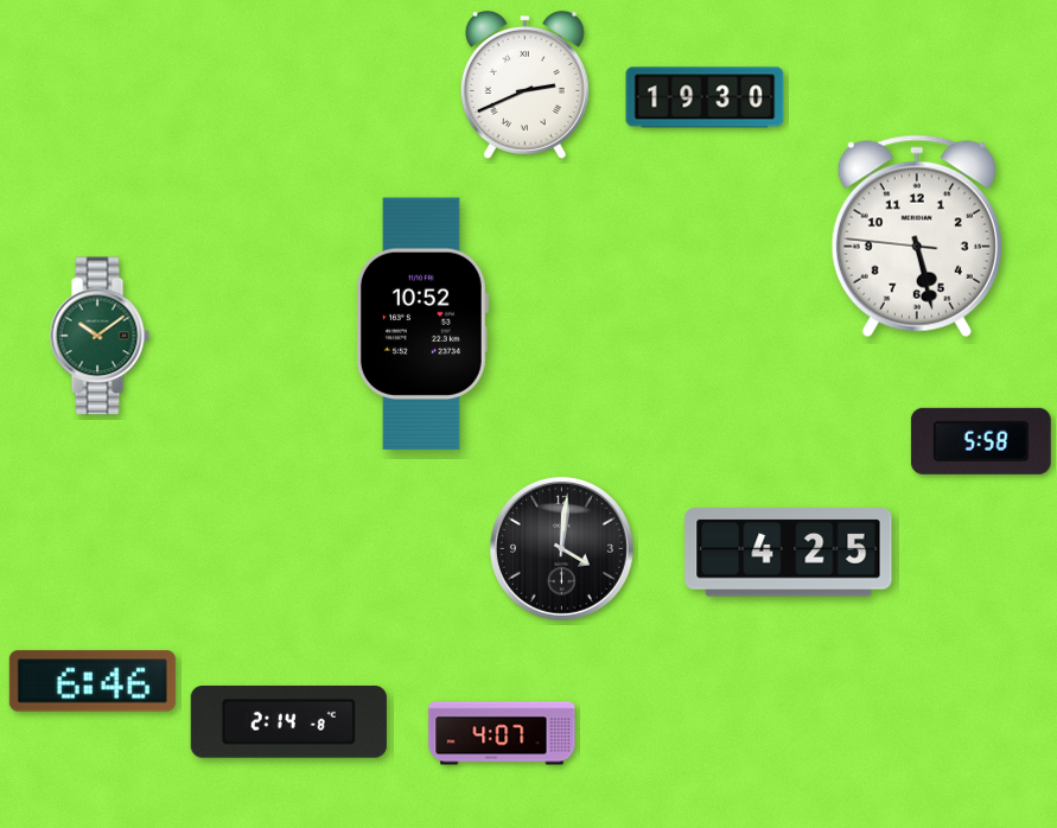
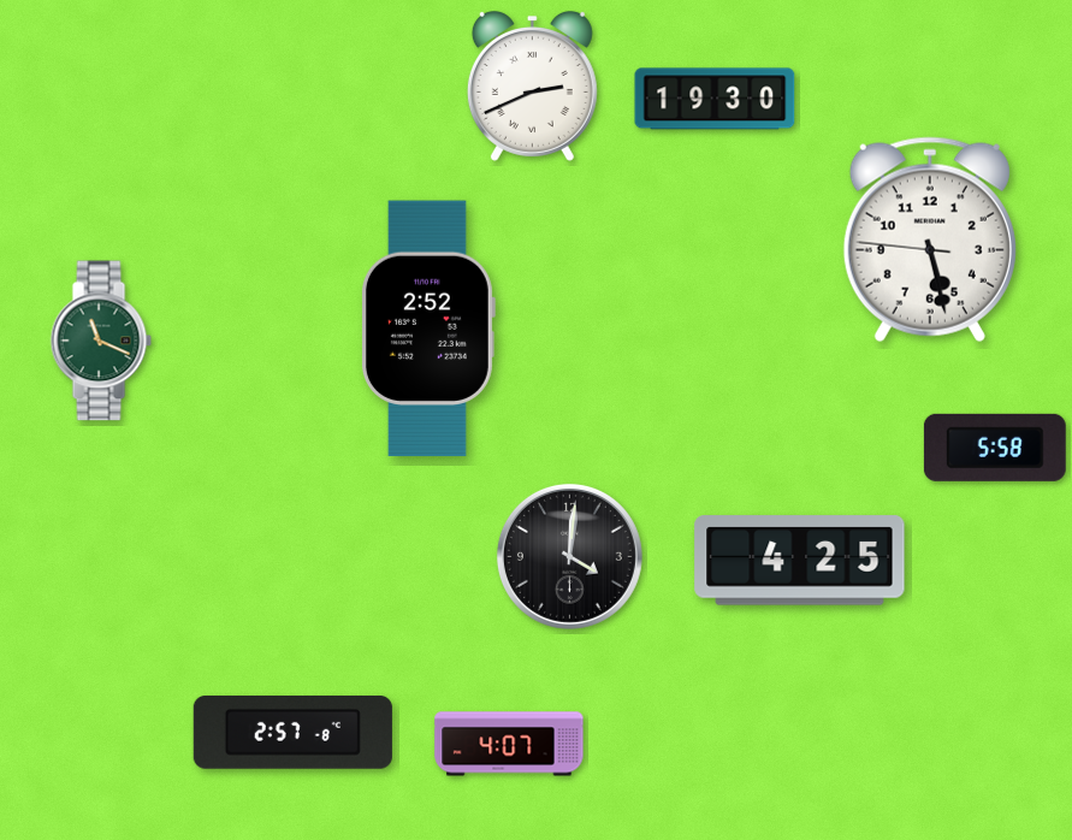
clock at (421, 324): 10:52 -> 2:52
clock at (100, 336): 10:09 -> 11:19
clock at (93, 681): 6:46 -> none
clock at (288, 721): 2:14 -> 2:57
